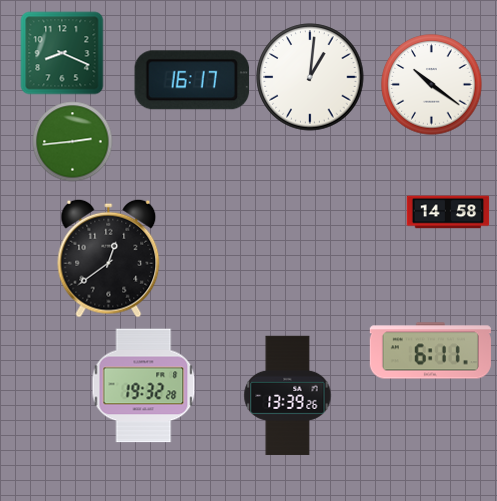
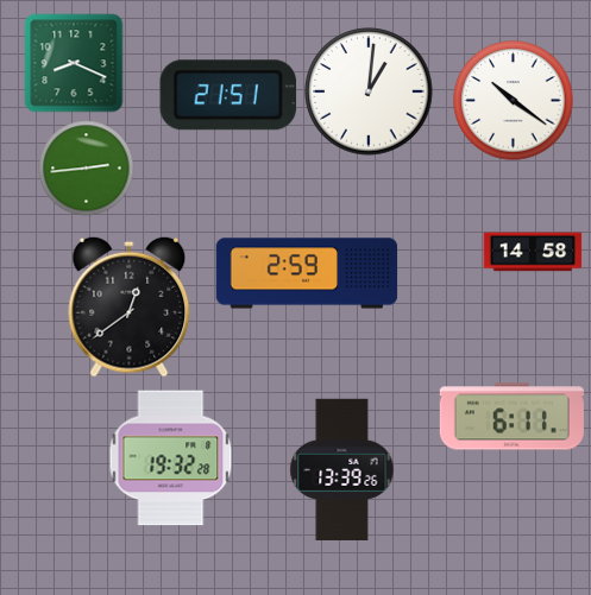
clock at (192, 80): 16:17 -> 21:51
clock at (307, 273): none -> 2:59
